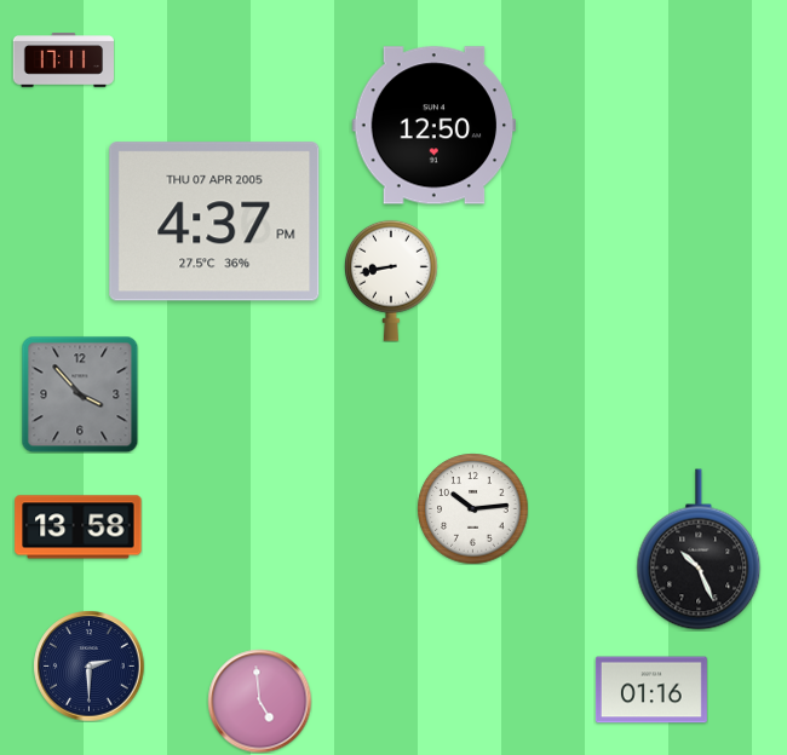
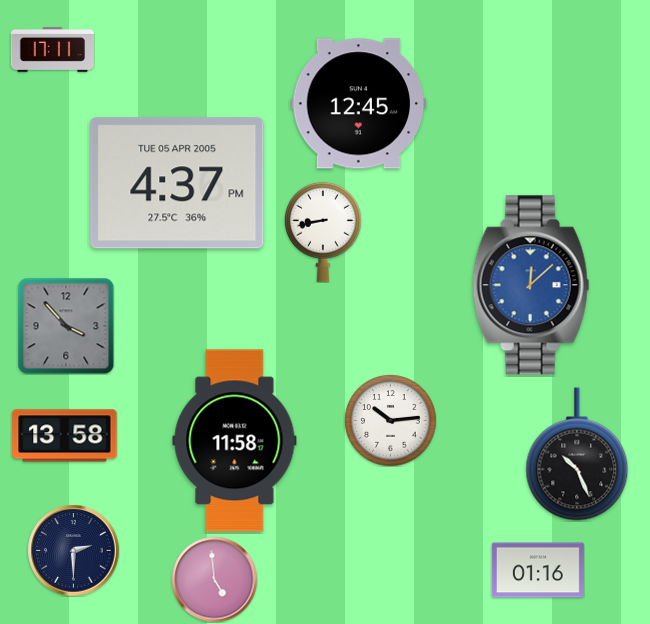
clock at (435, 126): 12:50 -> 12:45
clock at (214, 221) date: THU 07 APR 2005 -> TUE 05 APR 2005
clock at (531, 285): none -> 12:08
clock at (235, 441): none -> 11:58
